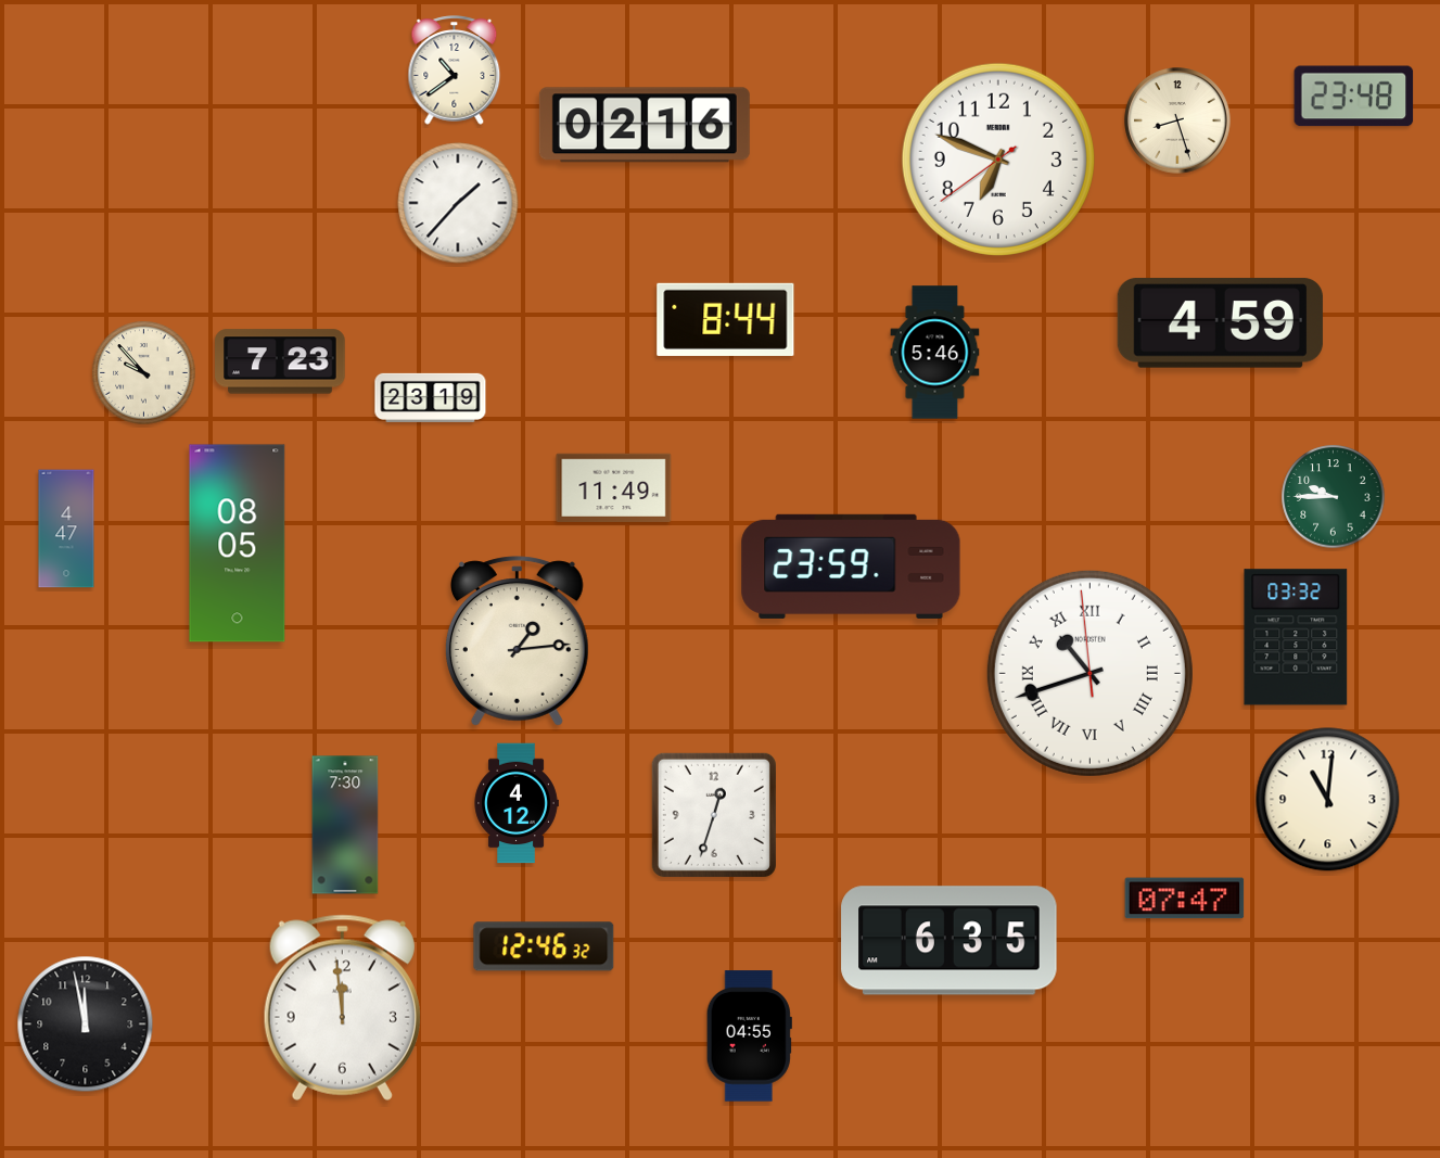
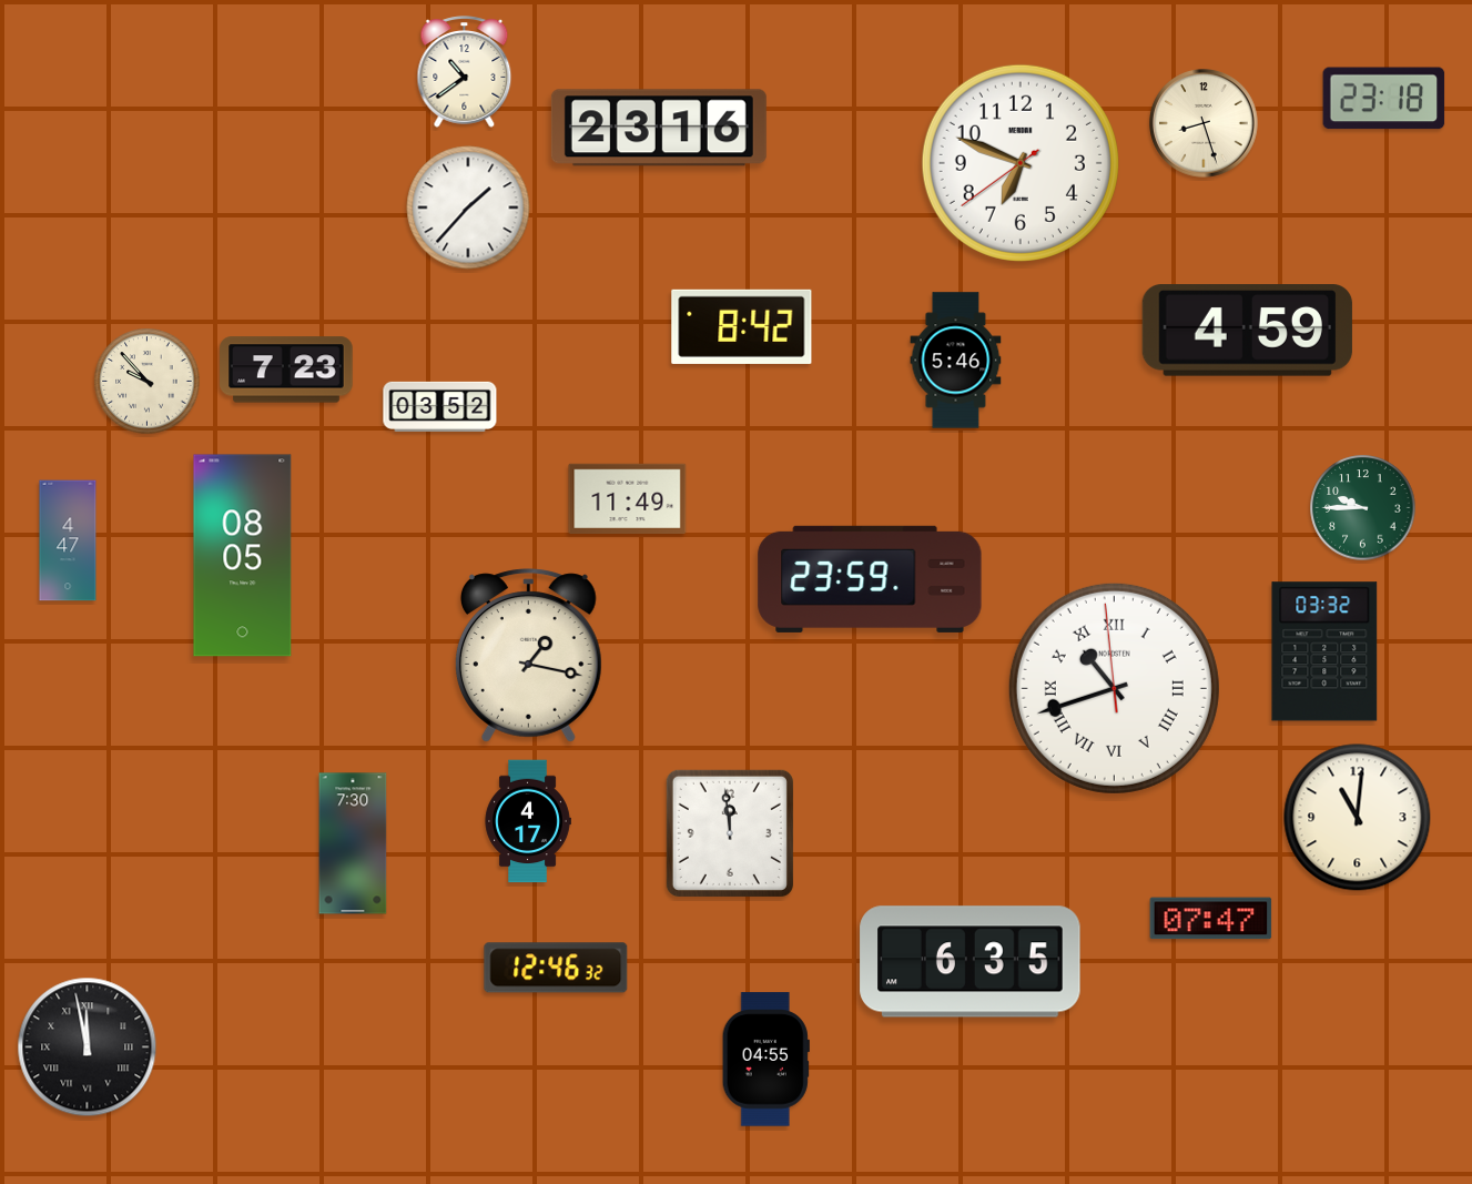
clock at (1354, 97): 23:48 -> 23:18
clock at (645, 125): 02:16 -> 23:16
clock at (726, 319): 8:44 -> 8:42
clock at (431, 397): 23:19 -> 03:52
clock at (517, 641): 1:14 -> 1:17
clock at (517, 803): 4:12 -> 4:17
clock at (714, 815): 12:33 -> 11:59
clock at (342, 1007): 11:59 -> none
clock at (86, 1025) numerals: Arabic -> Roman
